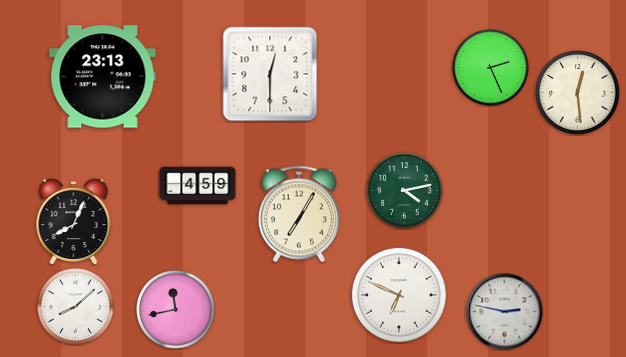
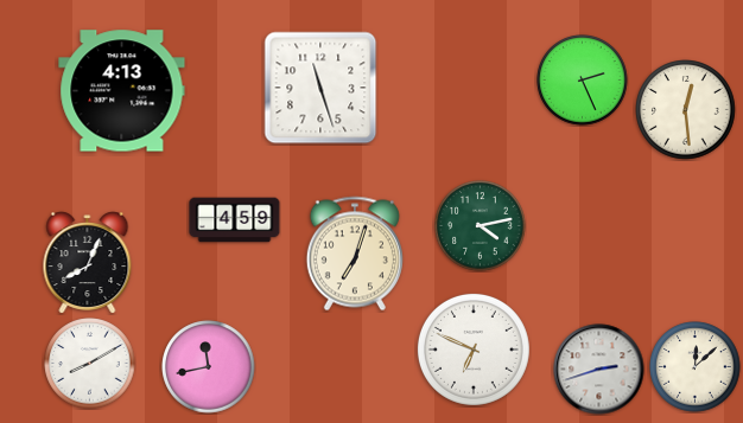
clock at (270, 74): 12:30 -> 11:27
clock at (103, 77): 23:13 -> 4:13
clock at (299, 214): 7:05 -> 7:03
clock at (76, 307): 8:08 -> 8:10
clock at (696, 367): none -> 12:08
clock at (505, 312): 2:47 -> 2:42
